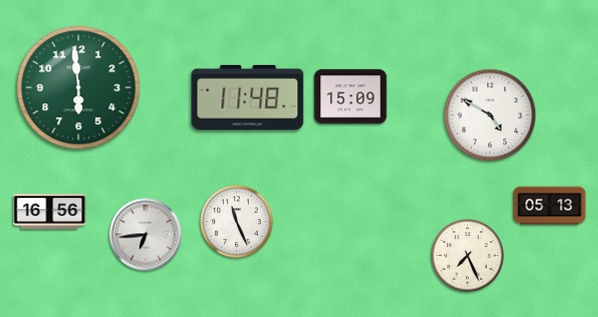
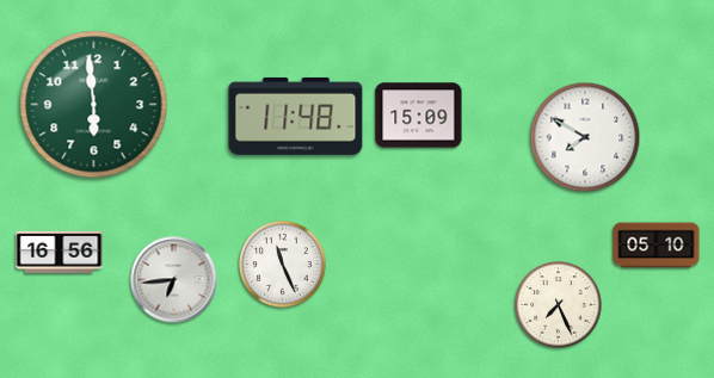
clock at (490, 115): 4:50 -> 7:50
clock at (550, 206): 05:13 -> 05:10
